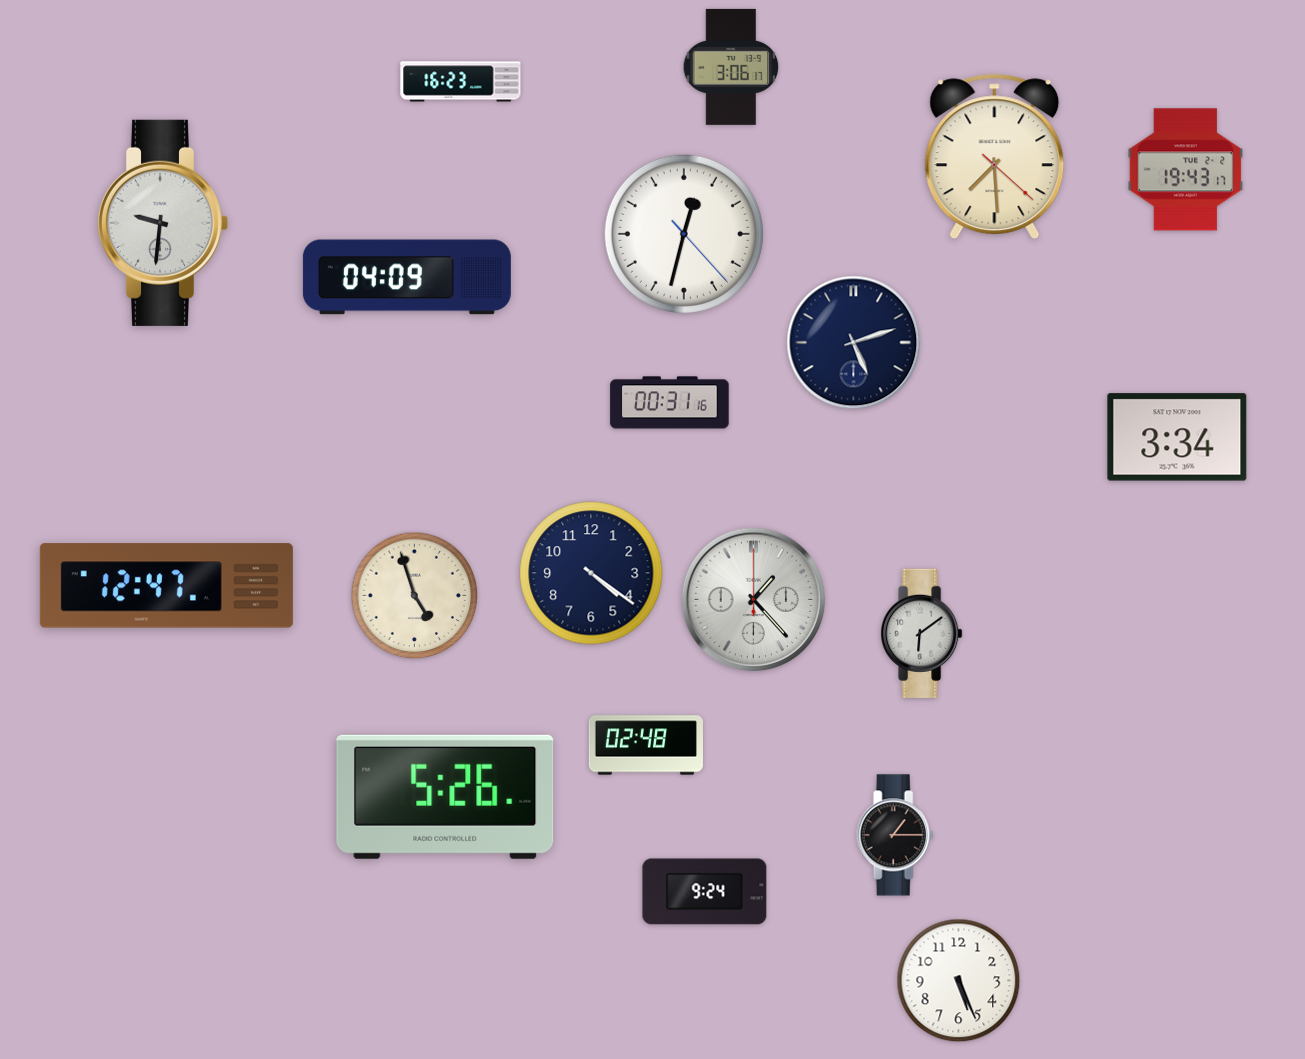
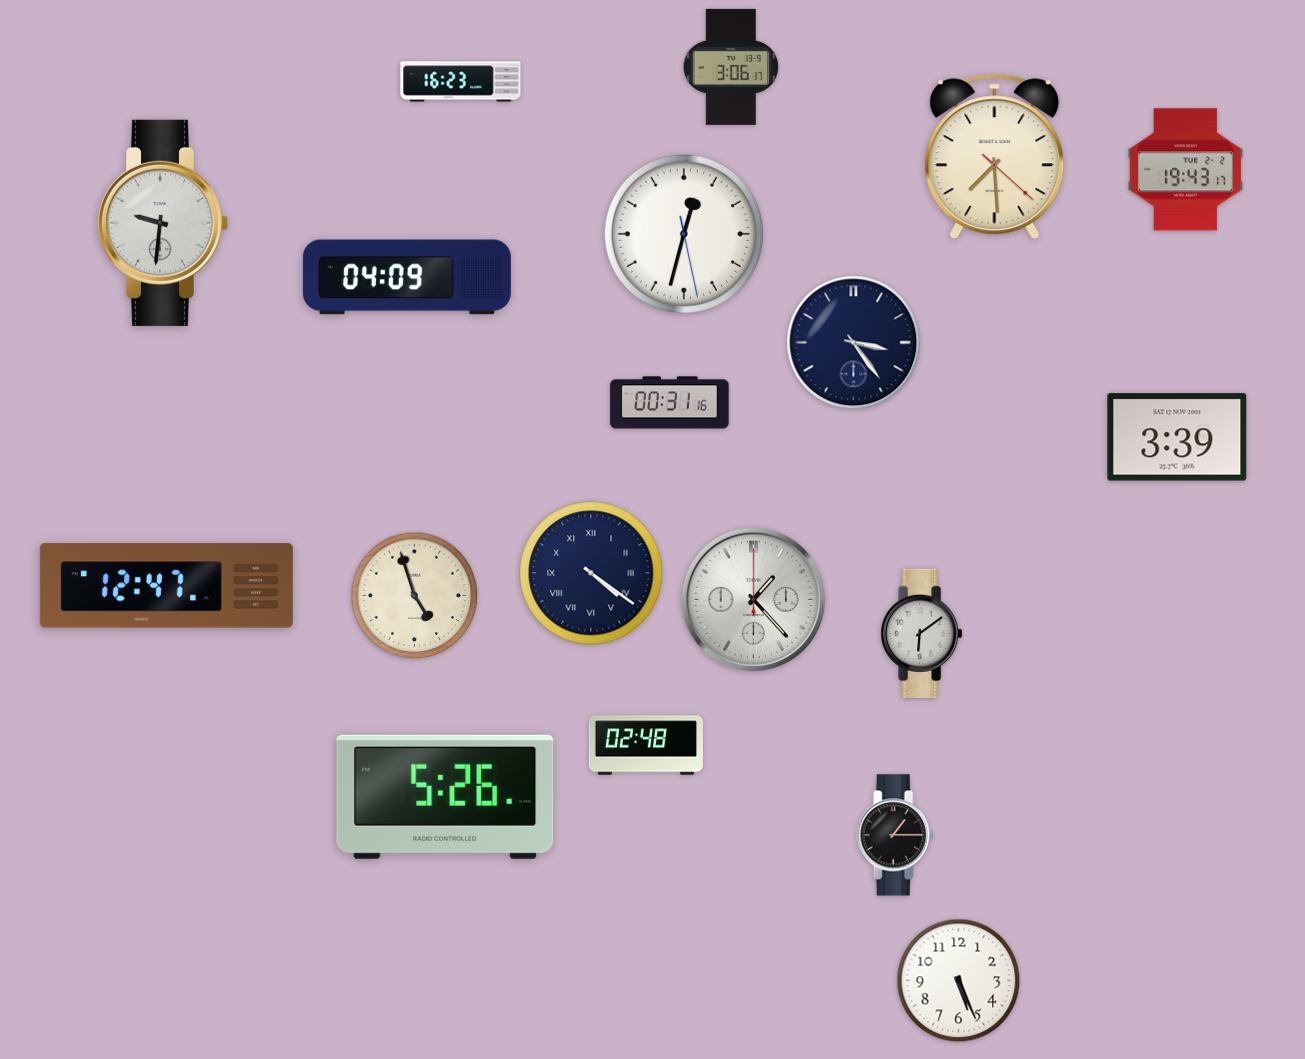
clock at (684, 234): 12:32:23 -> 12:32:28
clock at (854, 343): 5:12 -> 3:24
clock at (1177, 437): 3:34 -> 3:39
clock at (591, 573) numerals: Arabic -> Roman
clock at (705, 892): 9:24 -> none
